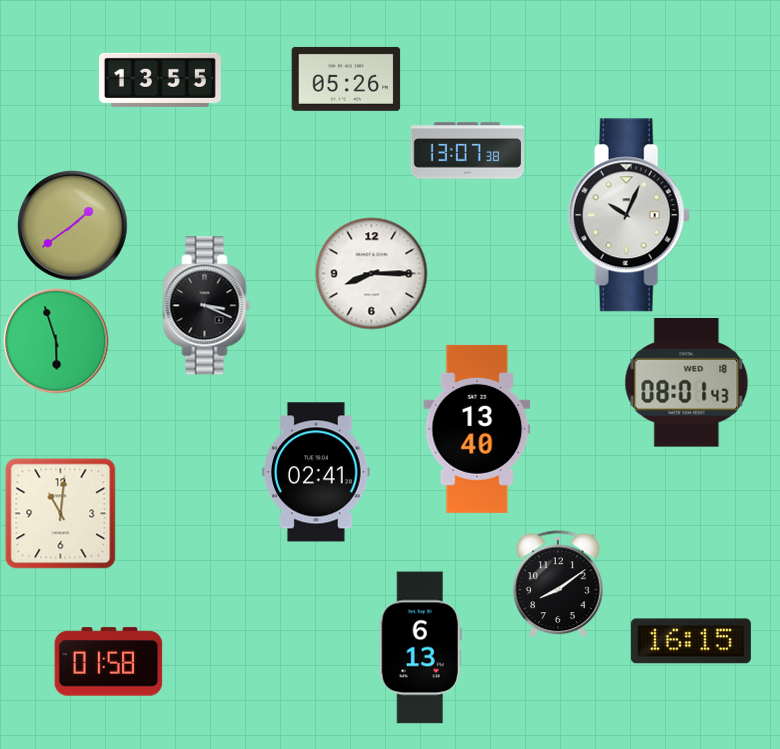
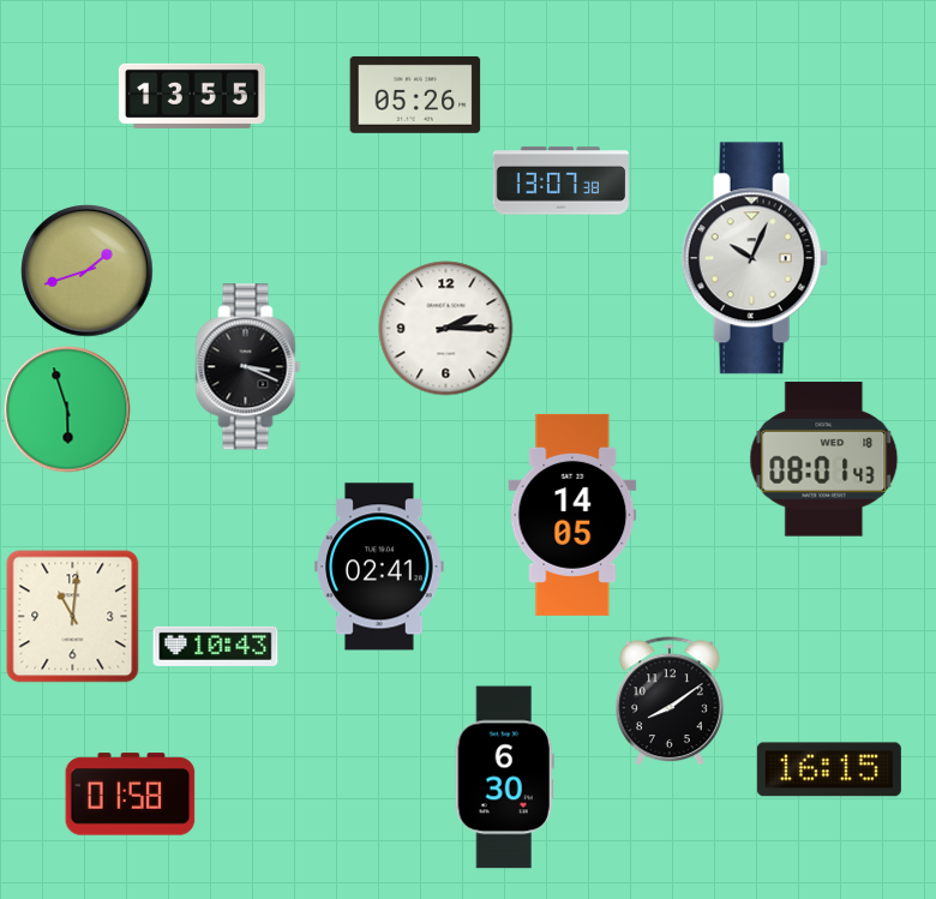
clock at (73, 226): 1:39 -> 1:42
clock at (372, 274): 8:15 -> 2:15
clock at (477, 429): 13:40 -> 14:05
clock at (216, 646): none -> 10:43
clock at (420, 648): 6:13 -> 6:30
